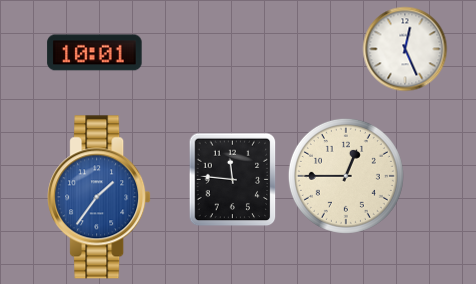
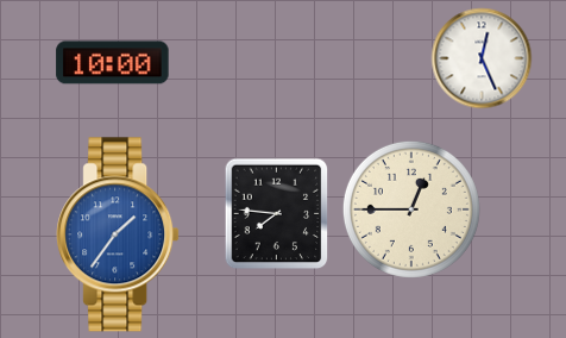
clock at (95, 53): 10:01 -> 10:00
clock at (233, 179): 11:46 -> 7:46
